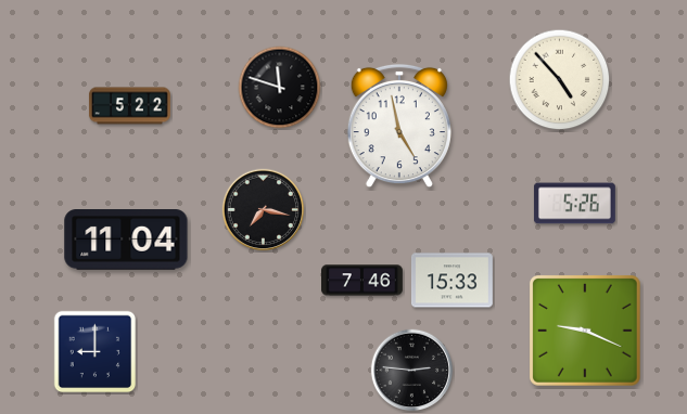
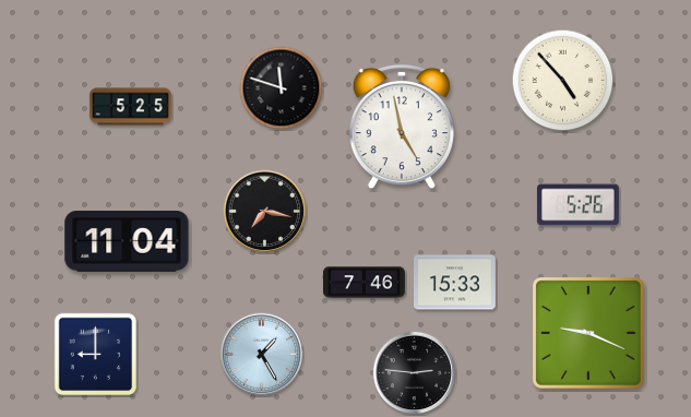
clock at (129, 106): 5:22 -> 5:25
clock at (262, 355): none -> 1:25
